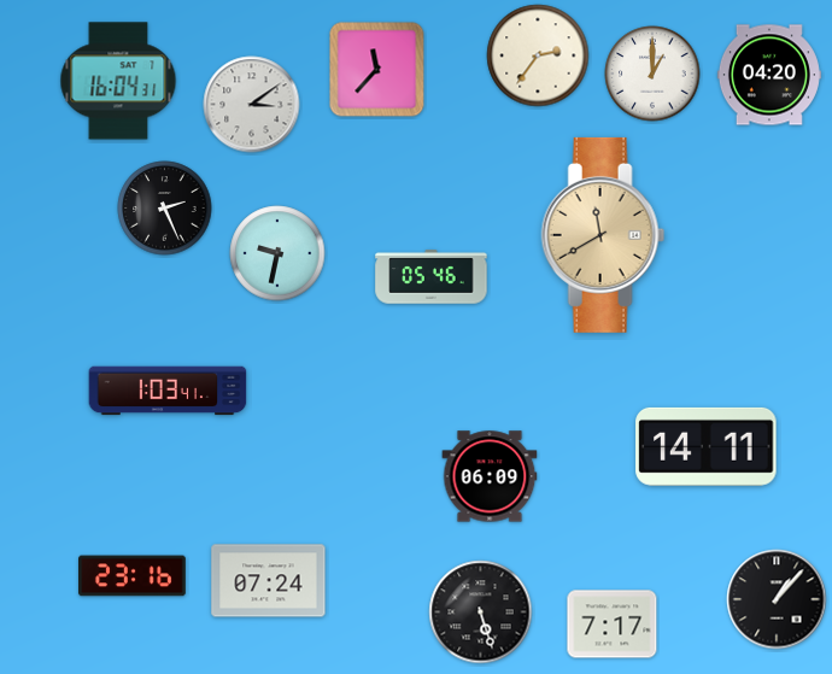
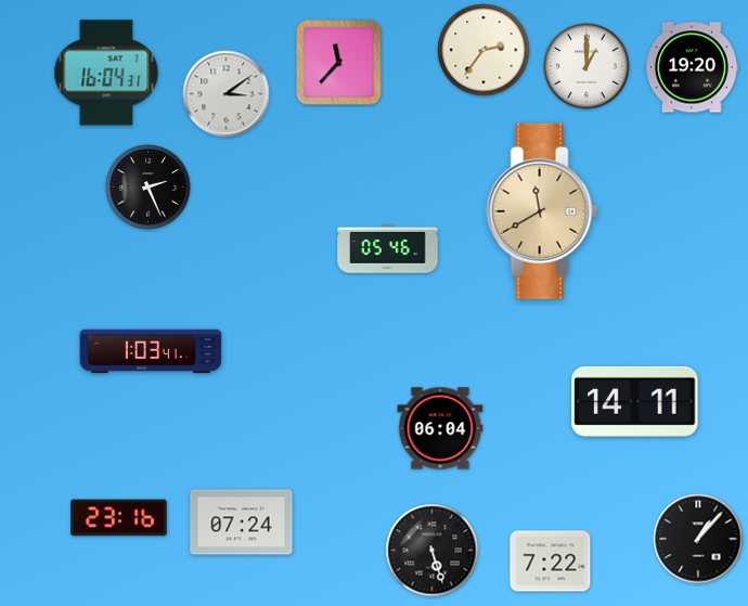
clock at (769, 75): 04:20 -> 19:20
clock at (277, 253): 9:32 -> none
clock at (490, 476): 06:09 -> 06:04
clock at (613, 625): 7:17 -> 7:22
